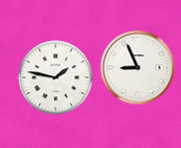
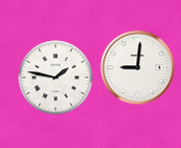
clock at (138, 68): 8:56 -> 9:01
